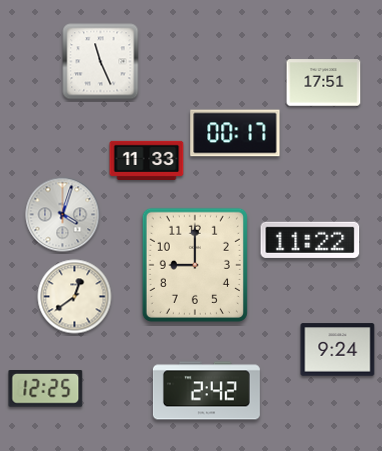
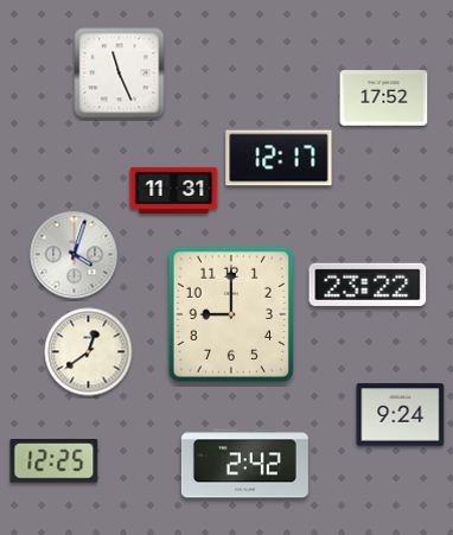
clock at (324, 83): 17:51 -> 17:52
clock at (235, 133): 00:17 -> 12:17
clock at (147, 160): 11:33 -> 11:31
clock at (310, 240): 11:22 -> 23:22
